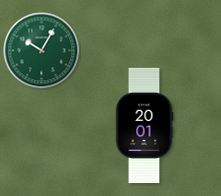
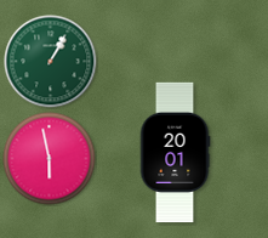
clock at (42, 51): 10:05 -> 1:05
clock at (50, 159): none -> 5:58
